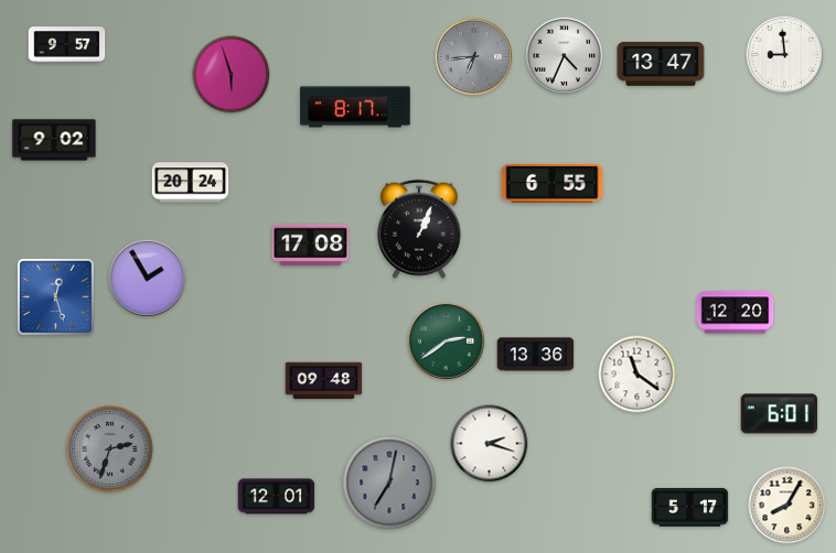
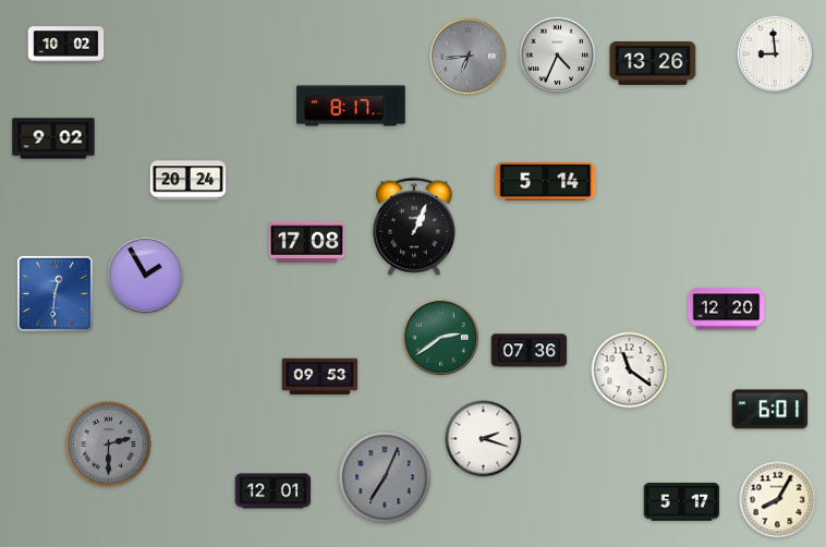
clock at (67, 45): 9:57 -> 10:02
clock at (661, 64): 13:47 -> 13:26
clock at (232, 75): 5:57 -> none
clock at (553, 183): 6:55 -> 5:14
clock at (55, 296): 12:27 -> 12:31
clock at (536, 355): 13:36 -> 07:36
clock at (324, 381): 09:48 -> 09:53
clock at (110, 449): 2:33 -> 2:30
clock at (389, 482): 7:02 -> 7:04
